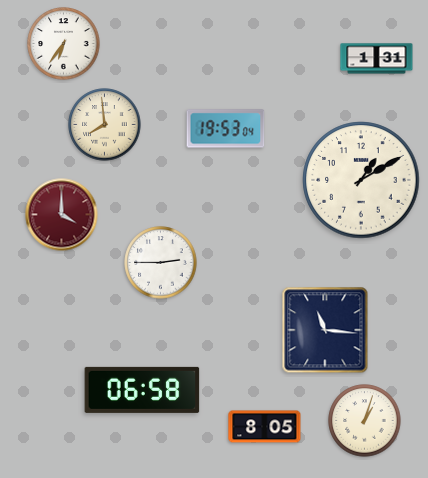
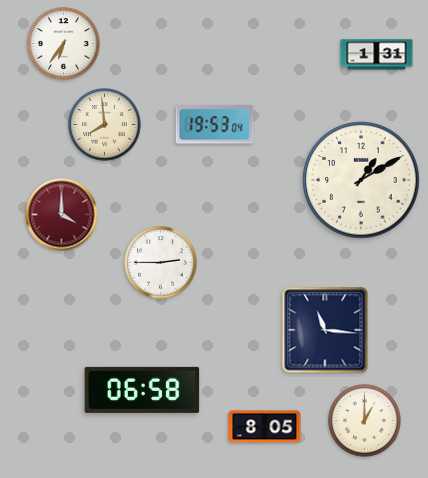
clock at (377, 59) position: (377, 59) -> (377, 55)
clock at (226, 129) position: (226, 129) -> (215, 125)
clock at (365, 421): 1:03 -> 1:00
